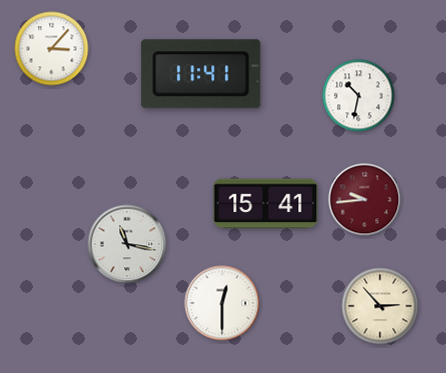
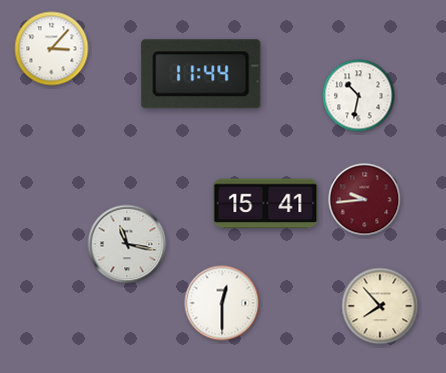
clock at (201, 74): 11:41 -> 11:44
clock at (380, 306): 2:53 -> 7:53
